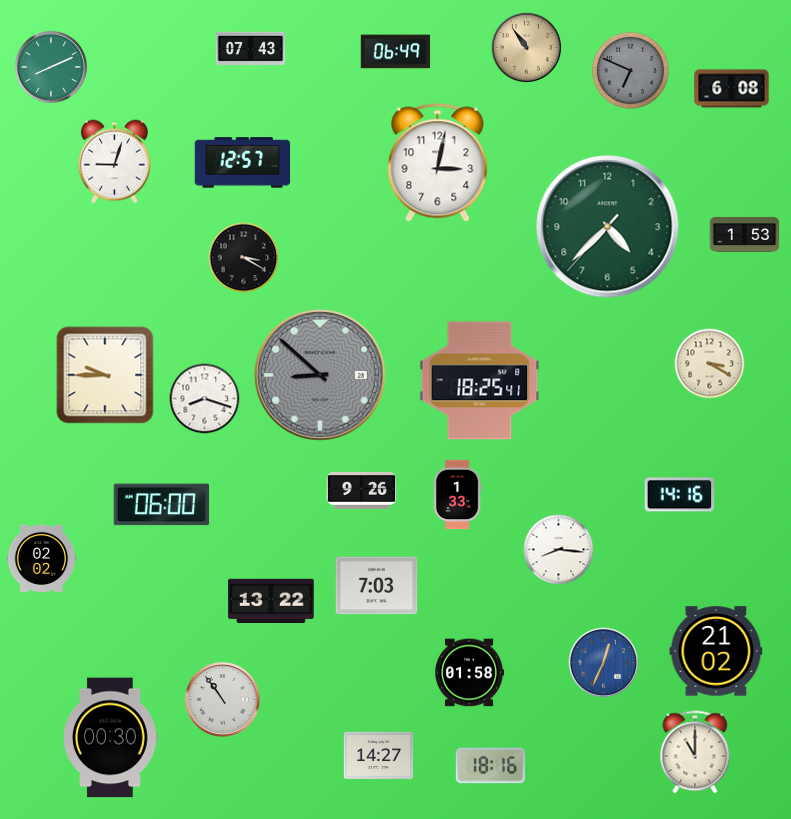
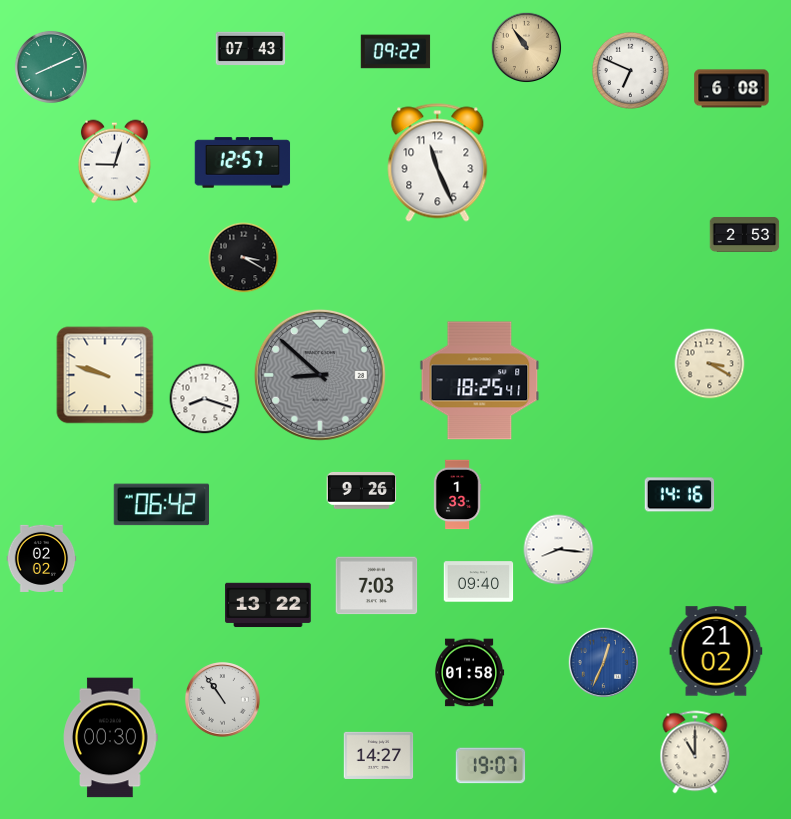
clock at (396, 52): 06:49 -> 09:22
clock at (630, 70) dial: grey -> white
clock at (438, 163): 3:02 -> 11:26
clock at (608, 227): 4:37 -> none
clock at (745, 234): 1:53 -> 2:53
clock at (105, 375): 9:45 -> 9:48
clock at (161, 505): 06:00 -> 06:42
clock at (479, 582): none -> 09:40
clock at (271, 601) position: (271, 601) -> (268, 605)
clock at (491, 766): 18:16 -> 19:07
